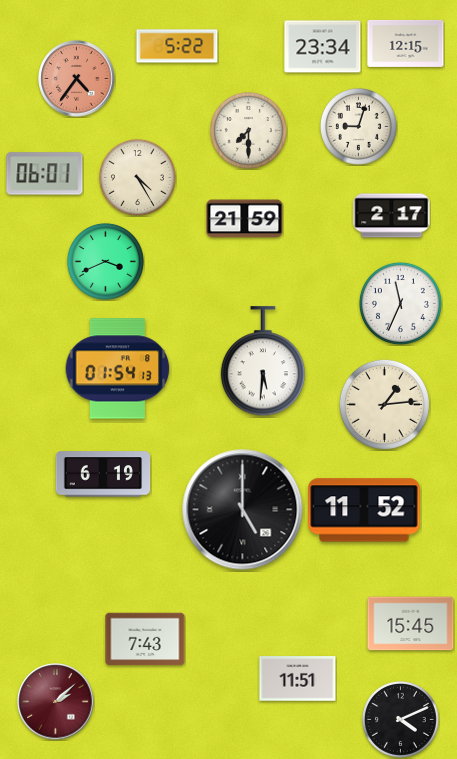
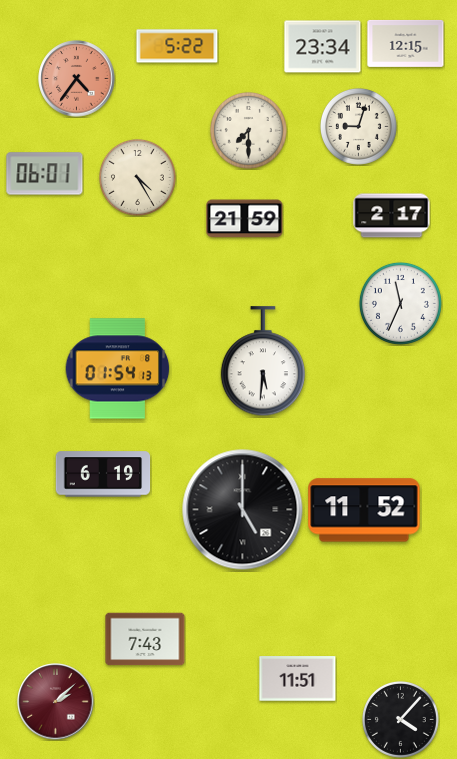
clock at (105, 261): 3:41 -> none
clock at (384, 404): 1:14 -> none
clock at (411, 624): 15:45 -> none
clock at (400, 719): 4:11 -> 4:07
